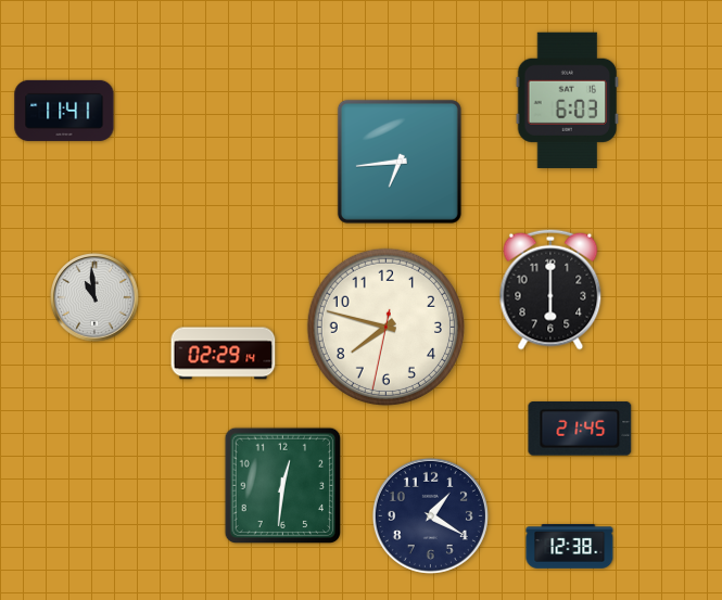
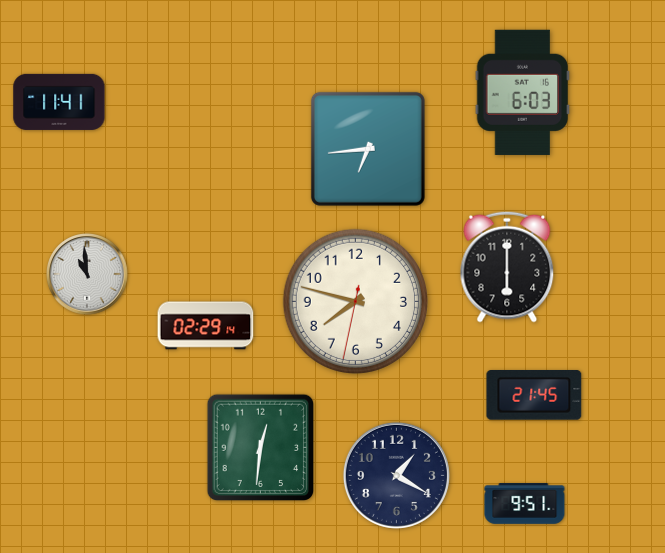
clock at (570, 547): 12:38 -> 9:51
